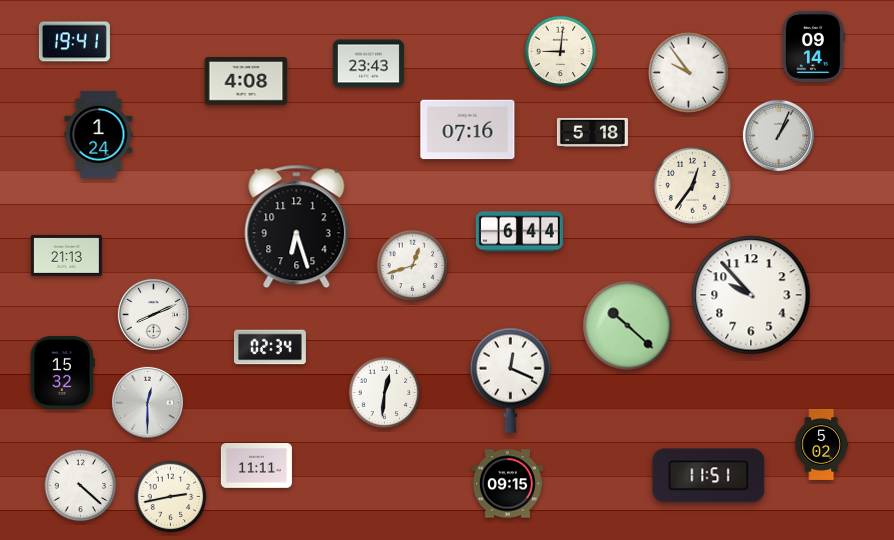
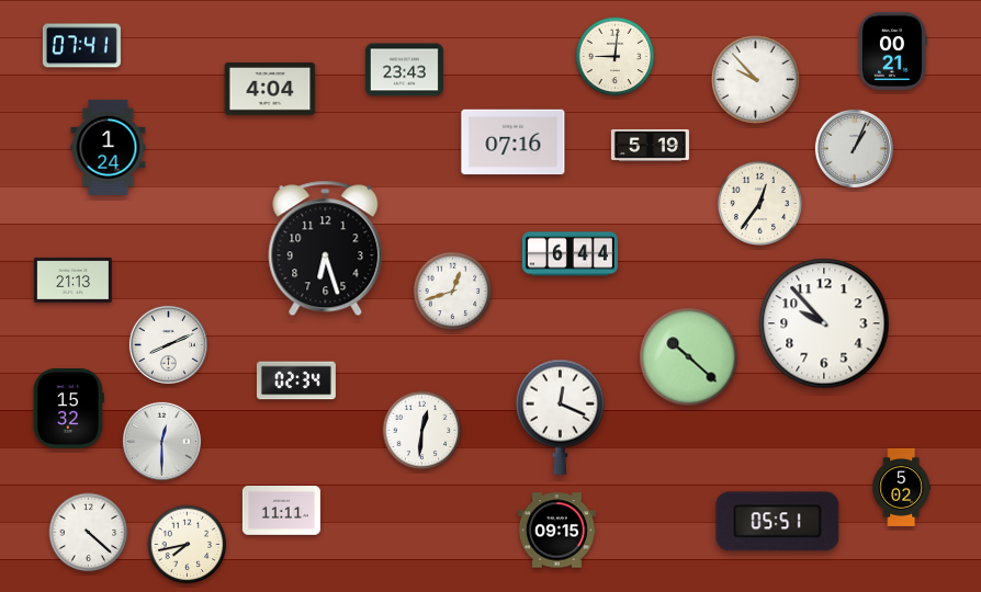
clock at (74, 42): 19:41 -> 07:41
clock at (813, 46): 09:14 -> 00:21
clock at (689, 73): 9:54 -> 9:53
clock at (246, 81): 4:08 -> 4:04
clock at (592, 132): 5:18 -> 5:19
clock at (709, 476): 11:51 -> 05:51
clock at (171, 497): 2:43 -> 7:43
